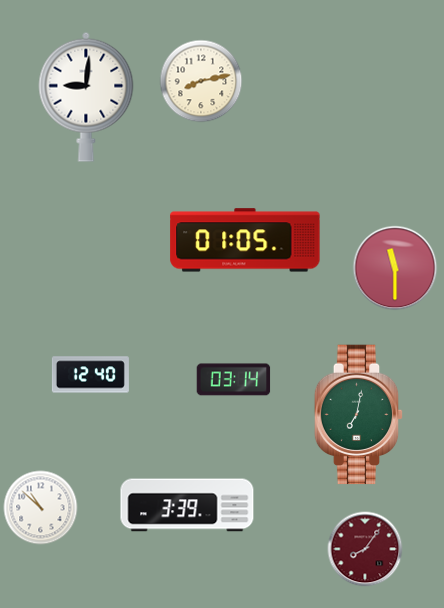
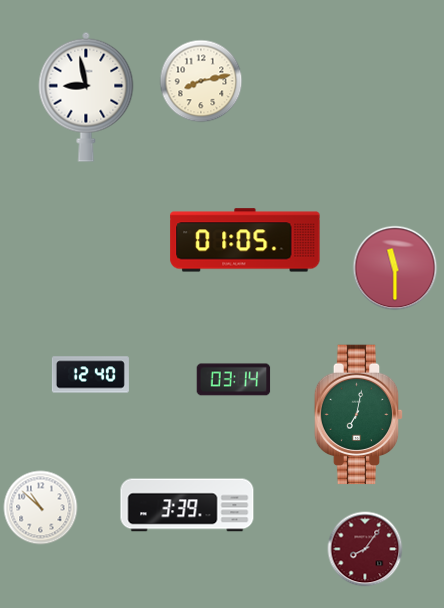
clock at (86, 97): 9:01 -> 8:58
